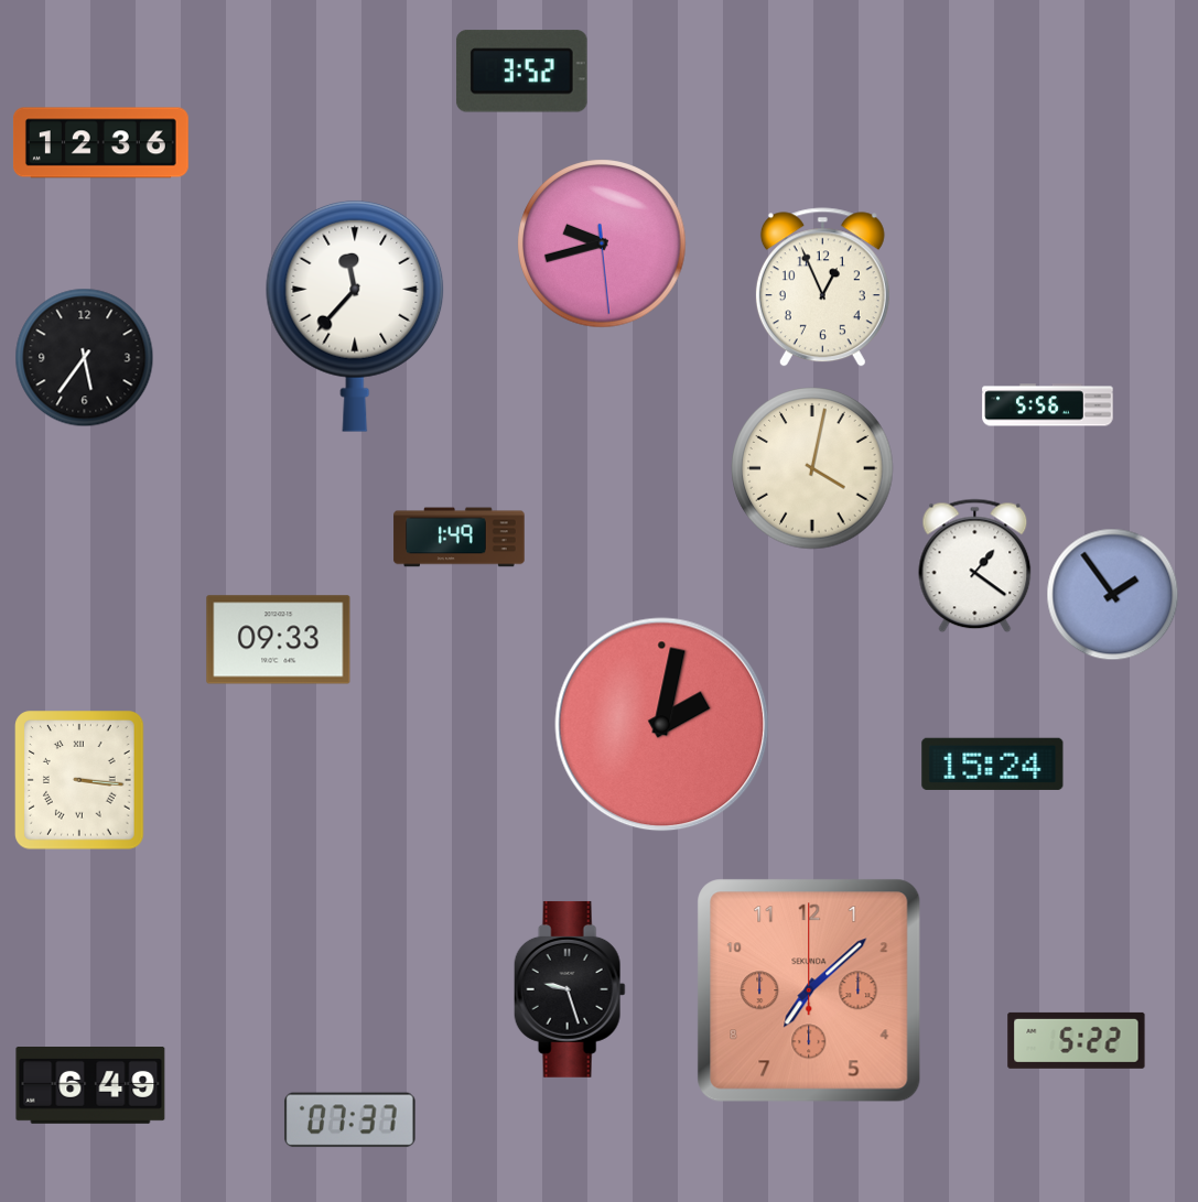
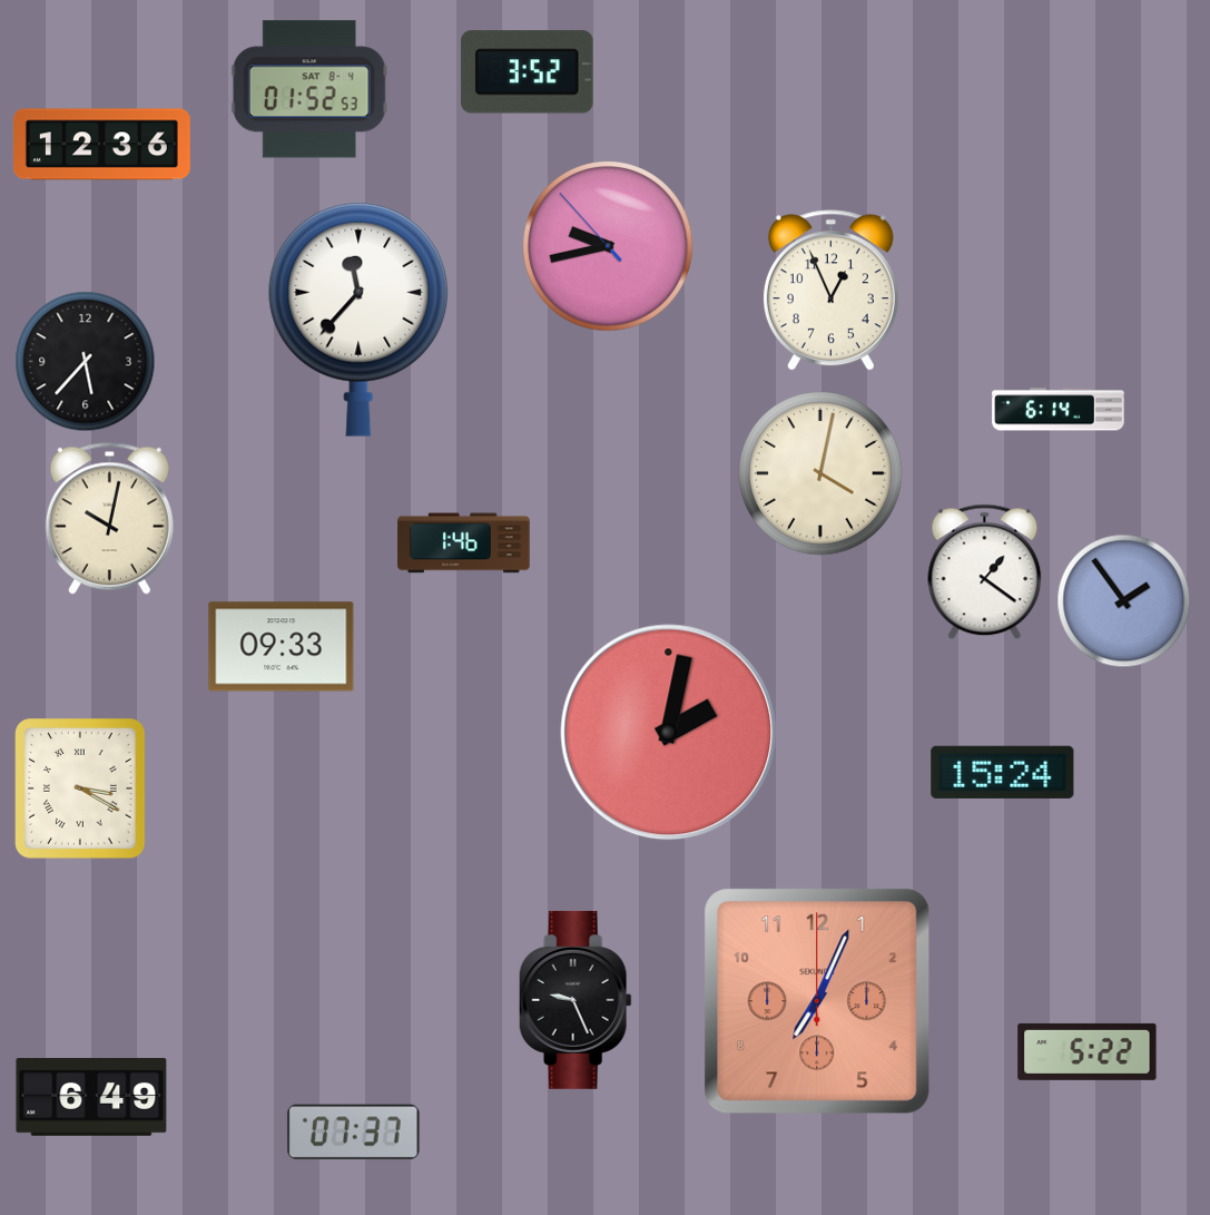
clock at (309, 89): none -> 01:52
clock at (602, 243): 9:42:29 -> 9:42:53
clock at (85, 358): 5:36 -> 5:37
clock at (1048, 405): 5:56 -> 6:14
clock at (109, 518): none -> 10:02
clock at (460, 538): 1:49 -> 1:46
clock at (79, 780): 3:16 -> 3:20
clock at (570, 989): 9:27 -> 9:26
clock at (809, 990): 7:08 -> 7:04
